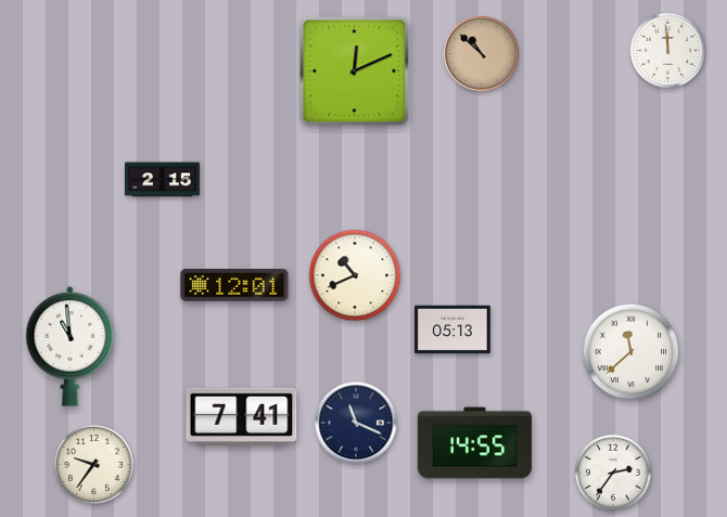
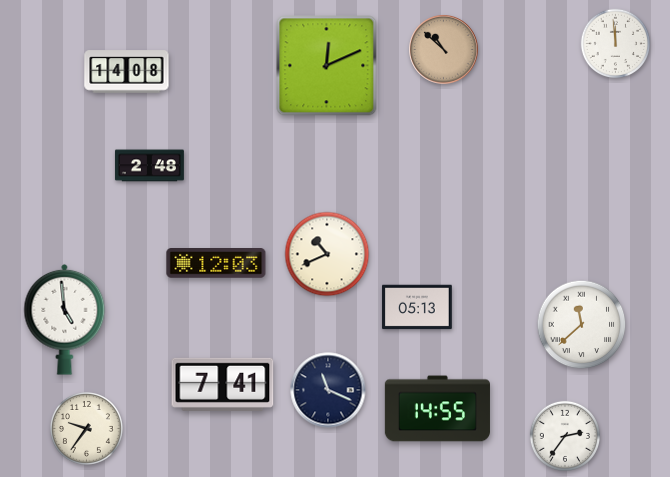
clock at (668, 51) position: (668, 51) -> (616, 44)
clock at (127, 72): none -> 14:08
clock at (162, 180): 2:15 -> 2:48
clock at (234, 286): 12:01 -> 12:03
clock at (452, 329) position: (452, 329) -> (417, 307)
clock at (71, 346): 10:59 -> 4:59
